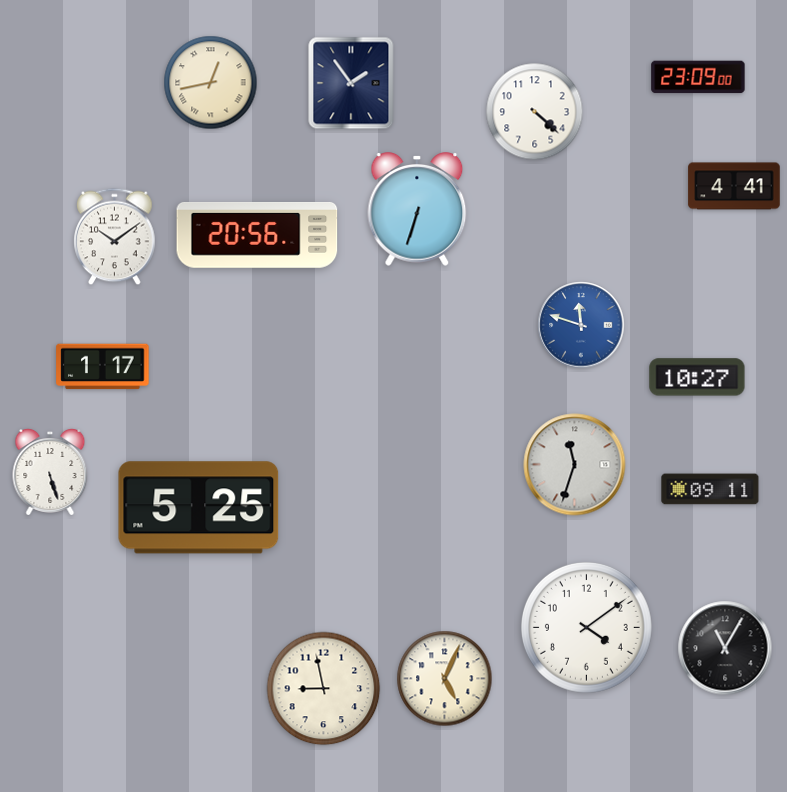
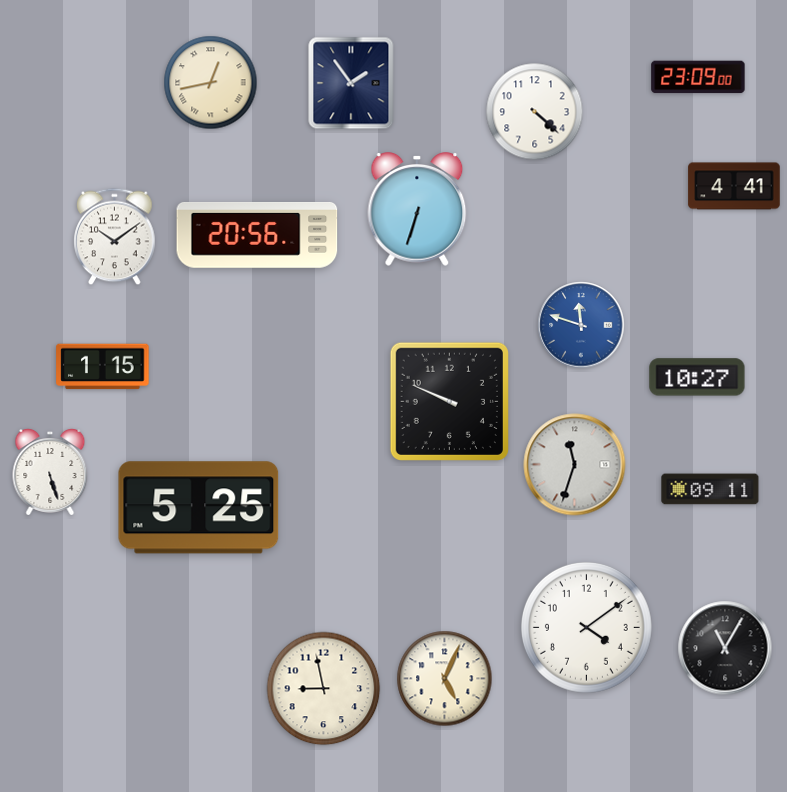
clock at (103, 367): 1:17 -> 1:15
clock at (449, 401): none -> 9:49
